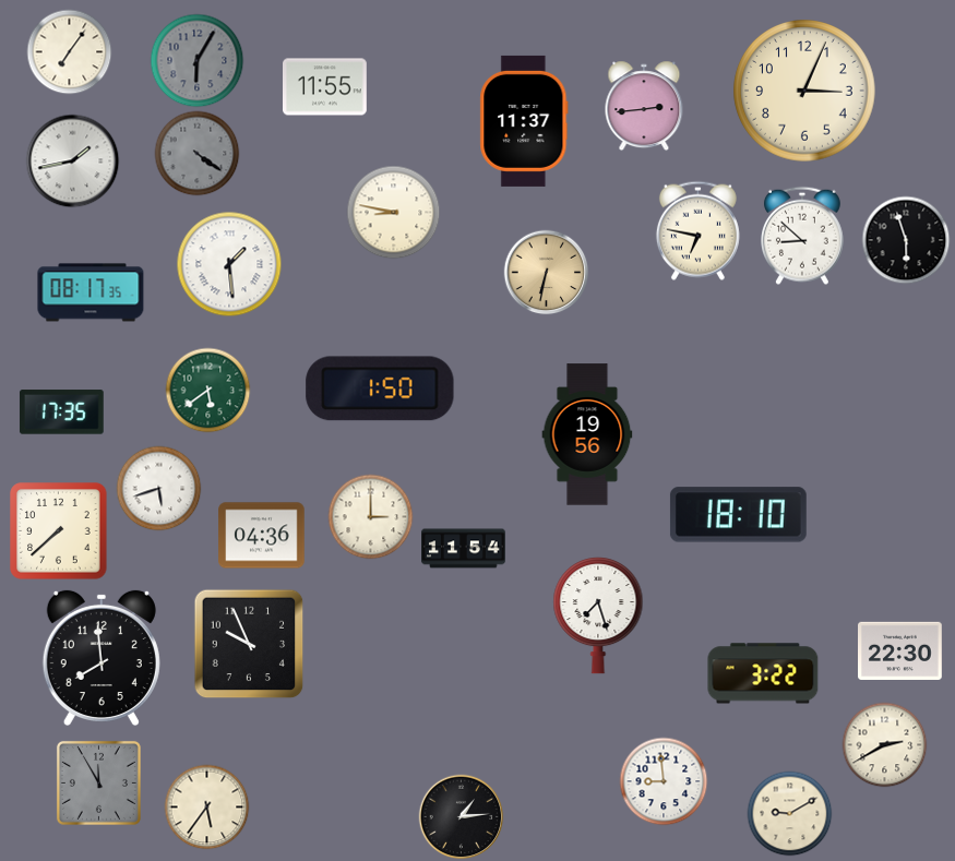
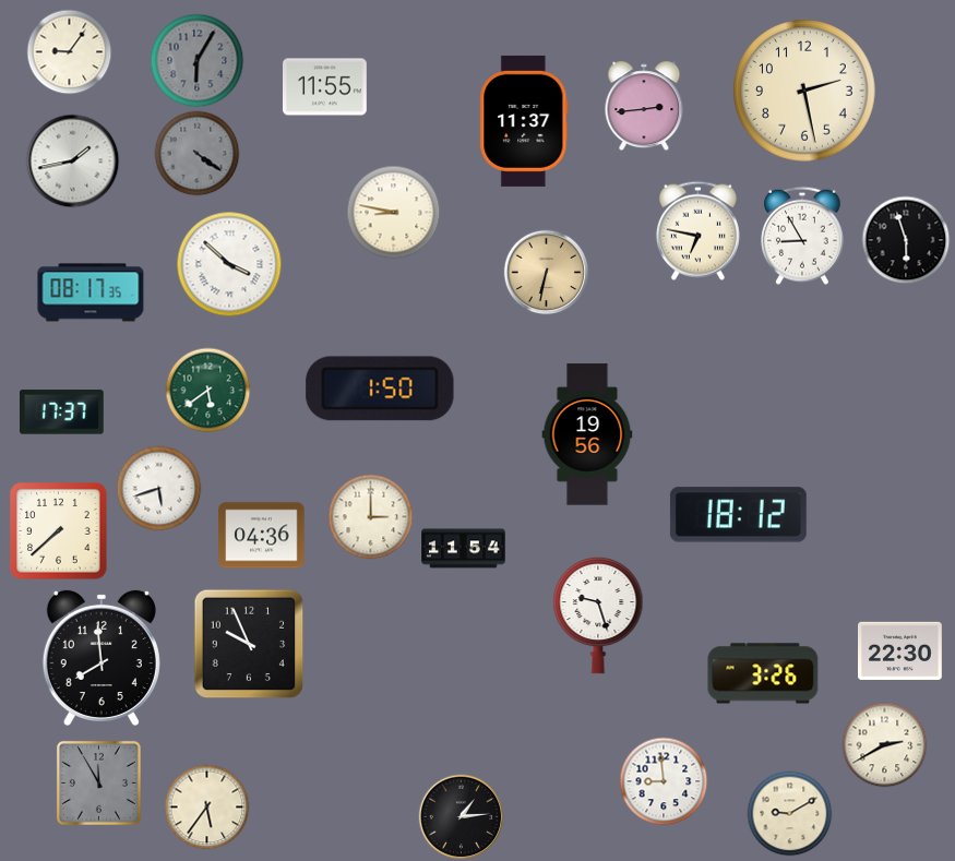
clock at (69, 51): 7:06 -> 9:06
clock at (804, 91): 3:04 -> 2:28
clock at (803, 236): 8:52 -> 8:55
clock at (229, 264): 1:29 -> 3:52
clock at (61, 412): 17:35 -> 17:37
clock at (738, 515): 18:10 -> 18:12
clock at (598, 617): 7:27 -> 9:27
clock at (763, 673): 3:22 -> 3:26
